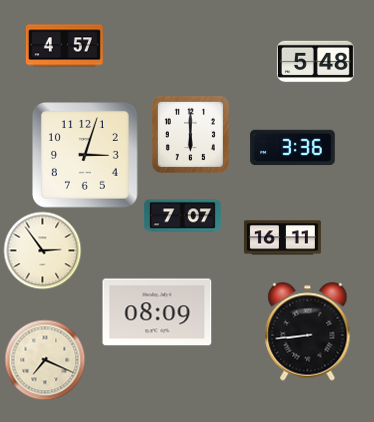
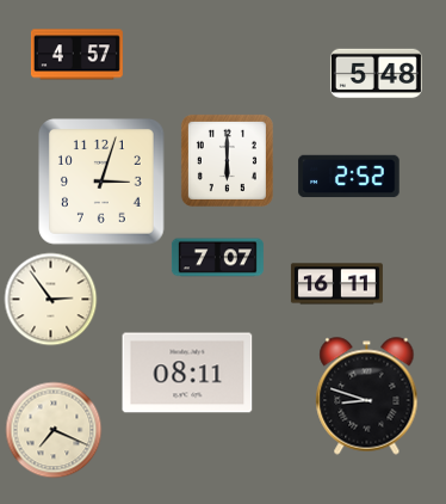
clock at (293, 148): 3:36 -> 2:52
clock at (86, 156) position: (86, 156) -> (103, 183)
clock at (157, 312): 08:09 -> 08:11
clock at (308, 332): 8:44 -> 8:48
